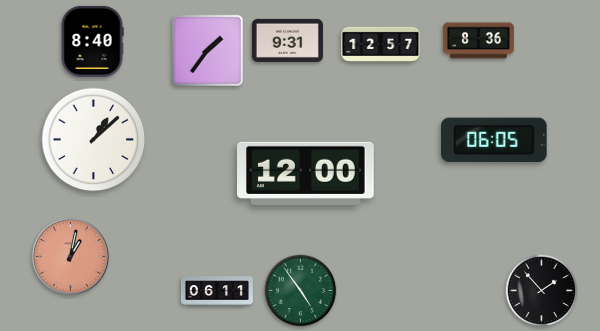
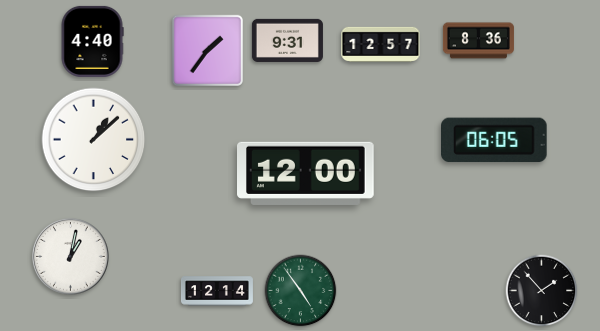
clock at (92, 41): 8:40 -> 4:40
clock at (71, 257) dial: salmon -> white
clock at (217, 291): 06:11 -> 12:14
